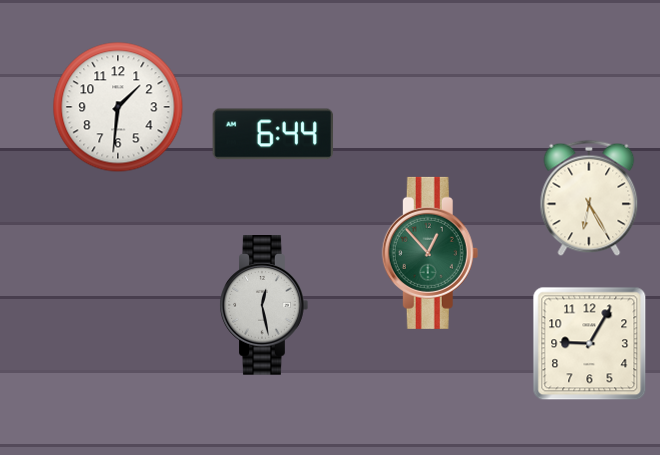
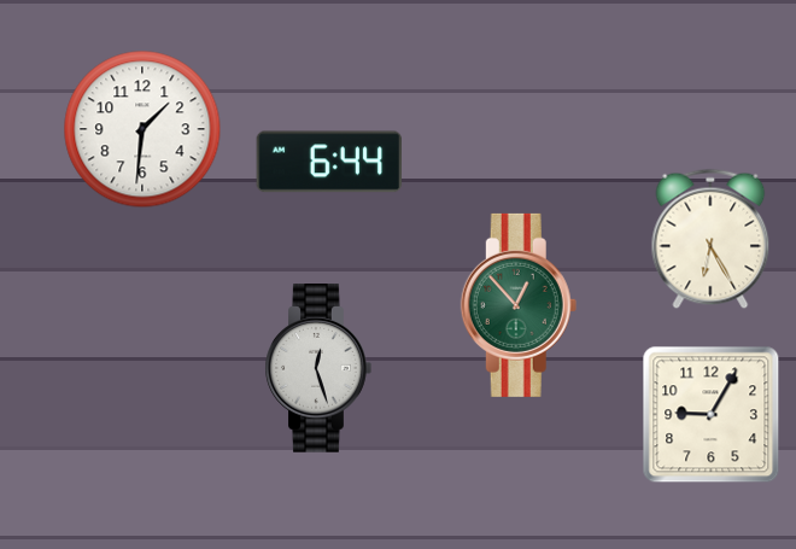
clock at (264, 305): 12:28 -> 12:27
